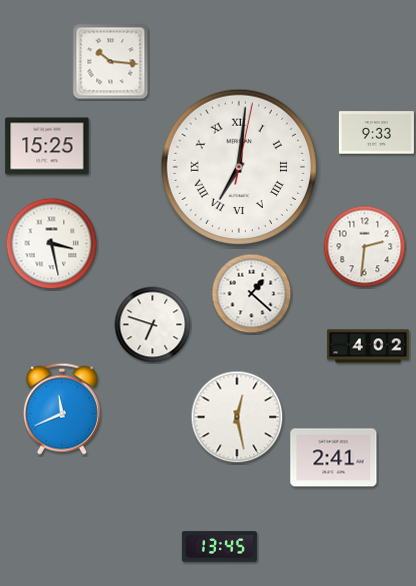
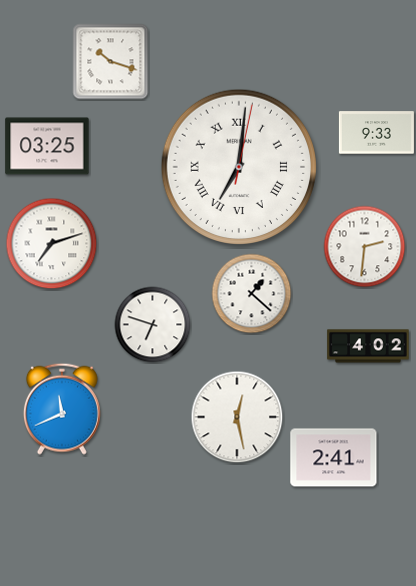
clock at (111, 62): 10:16 -> 10:18
clock at (47, 146): 15:25 -> 03:25
clock at (52, 244): 3:28 -> 7:12
clock at (219, 547): 13:45 -> none
